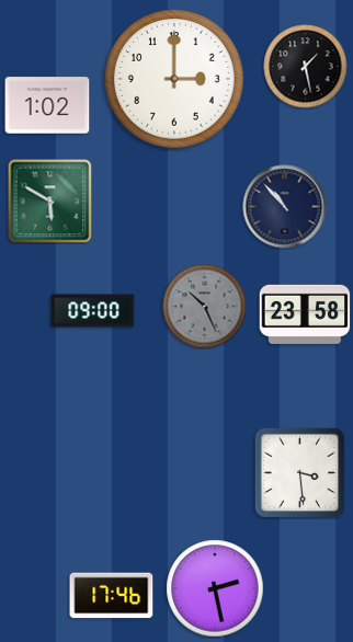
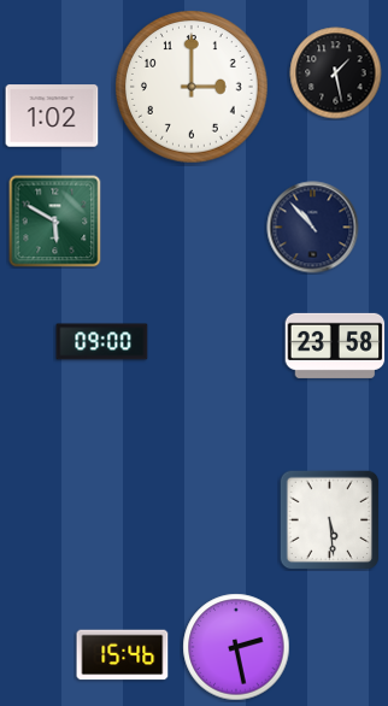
clock at (205, 307): 10:26 -> none
clock at (299, 472): 3:29 -> 5:29
clock at (112, 596): 17:46 -> 15:46
